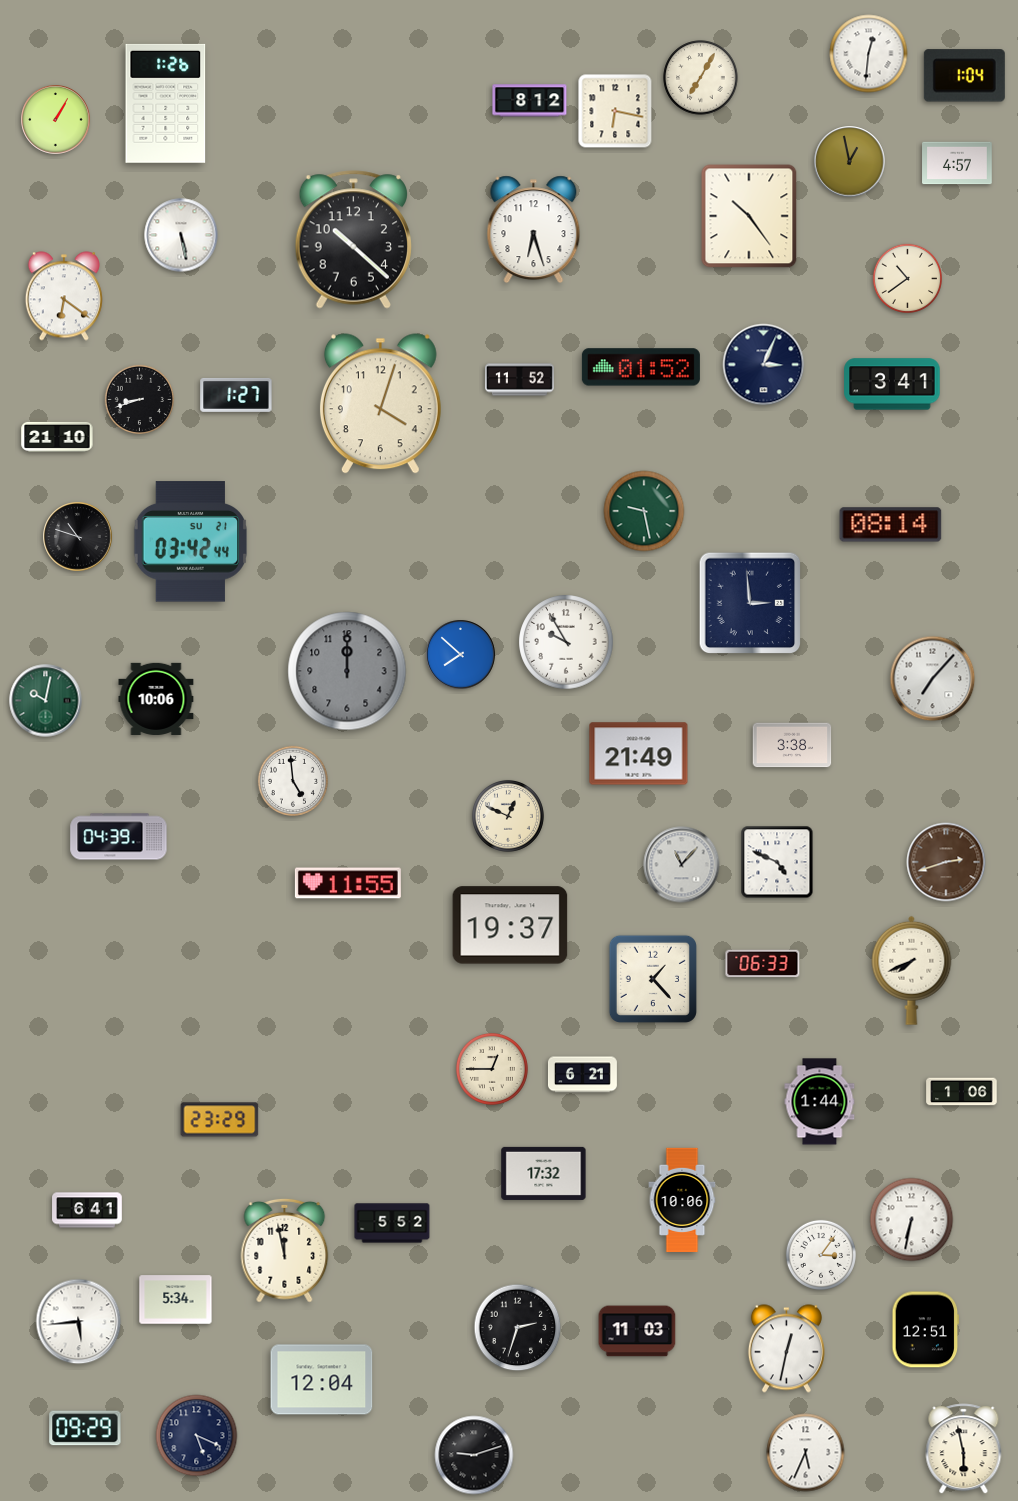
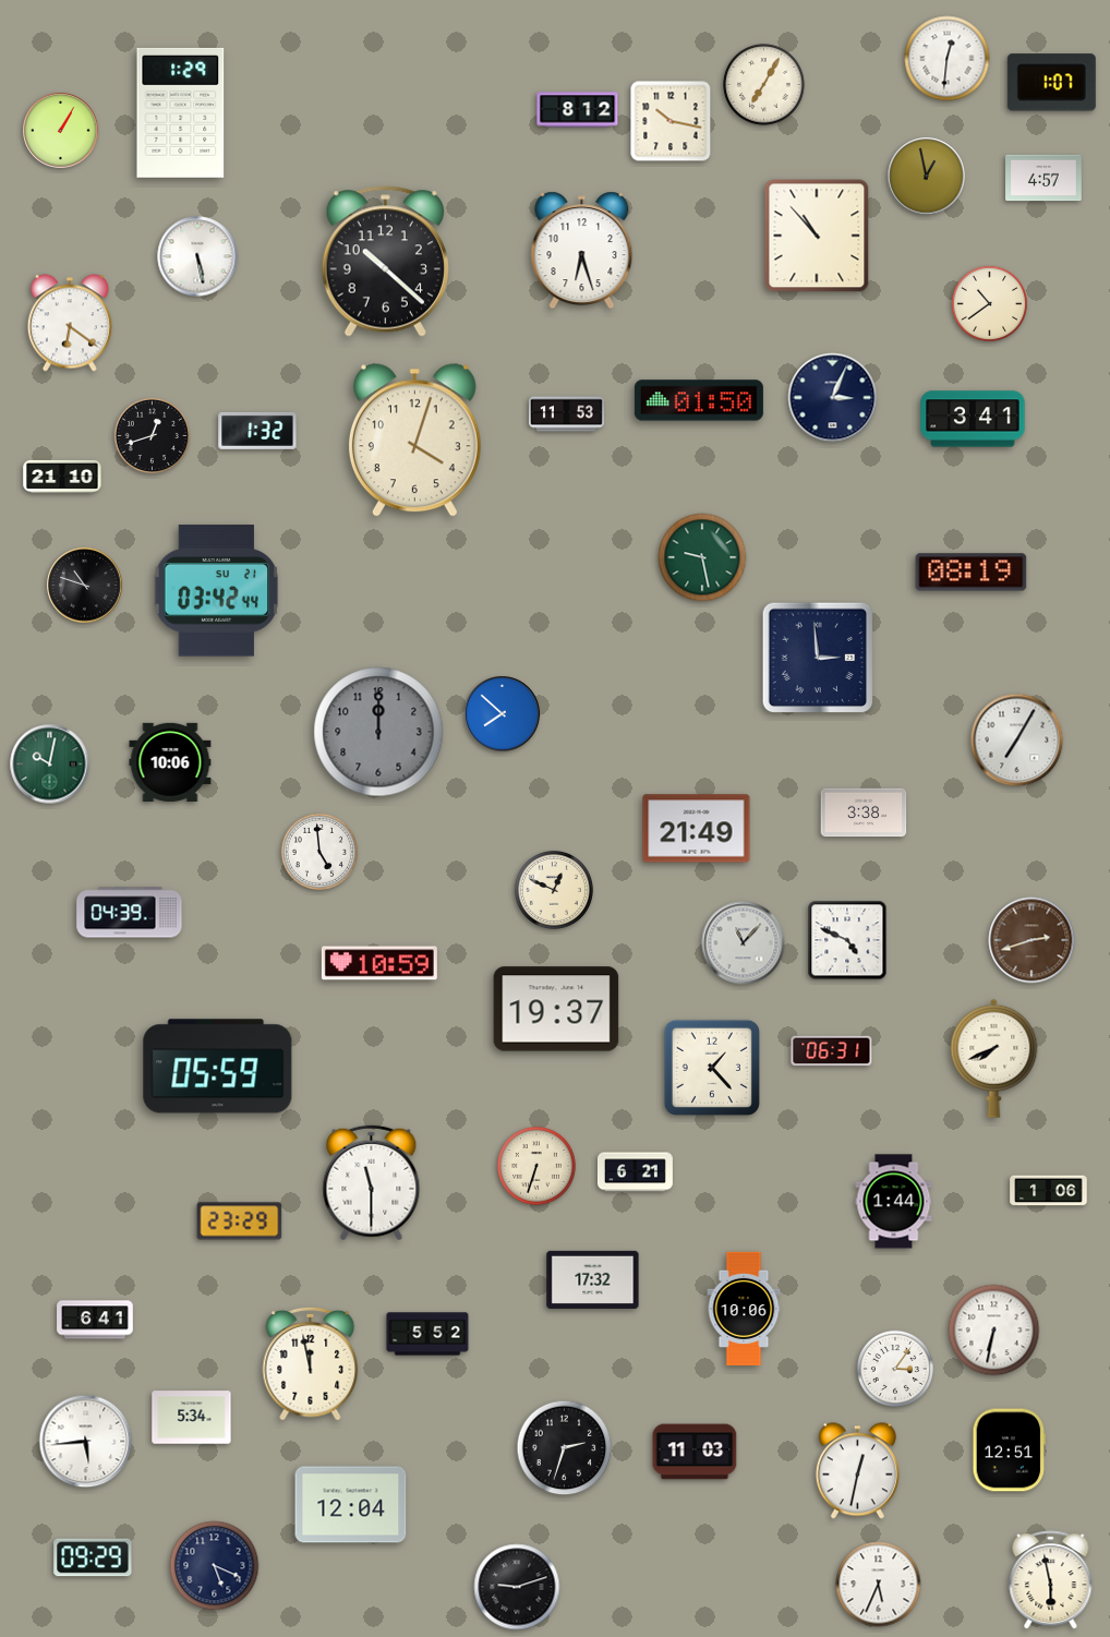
clock at (964, 76): 1:04 -> 1:07
clock at (166, 103): 1:26 -> 1:29
clock at (615, 111): 6:17 -> 10:17
clock at (749, 216): 10:24 -> 10:53
clock at (641, 367): 01:52 -> 01:50
clock at (519, 380): 11:52 -> 11:53
clock at (236, 395): 1:27 -> 1:32
clock at (140, 400): 8:42 -> 12:42
clock at (891, 525): 08:14 -> 08:19
clock at (190, 542) position: (190, 542) -> (216, 591)
clock at (566, 642): 9:55 -> none
clock at (933, 679): 7:07 -> 7:05
clock at (639, 754) position: (639, 754) -> (697, 829)
clock at (348, 883): 11:55 -> 10:59
clock at (763, 964): 06:33 -> 06:31
clock at (218, 1067): none -> 05:59
clock at (492, 1069): 12:45 -> 6:33
clock at (372, 1183): none -> 11:30
